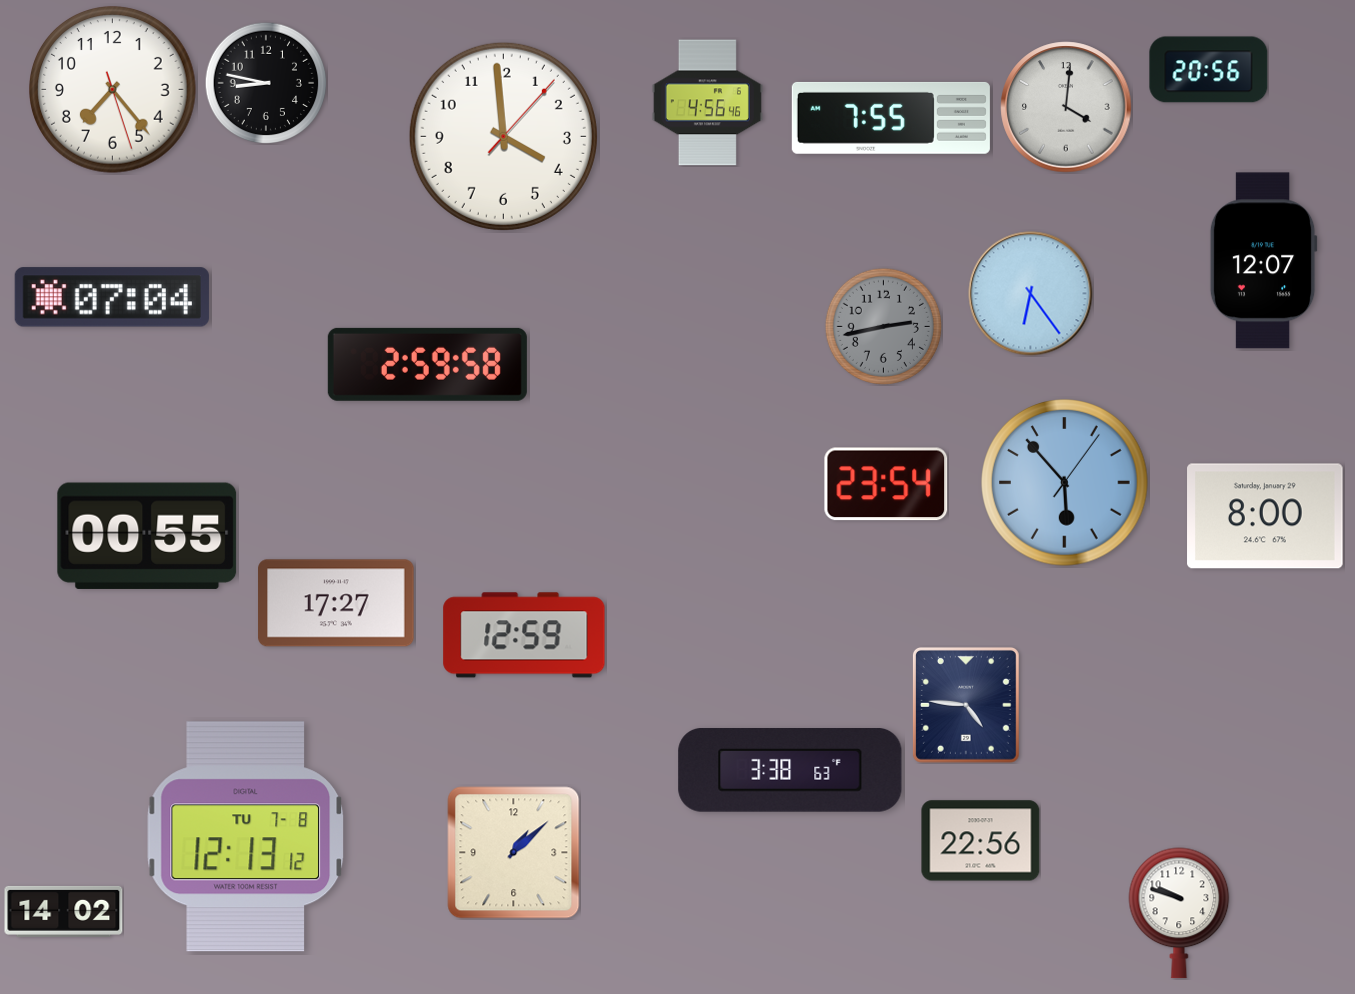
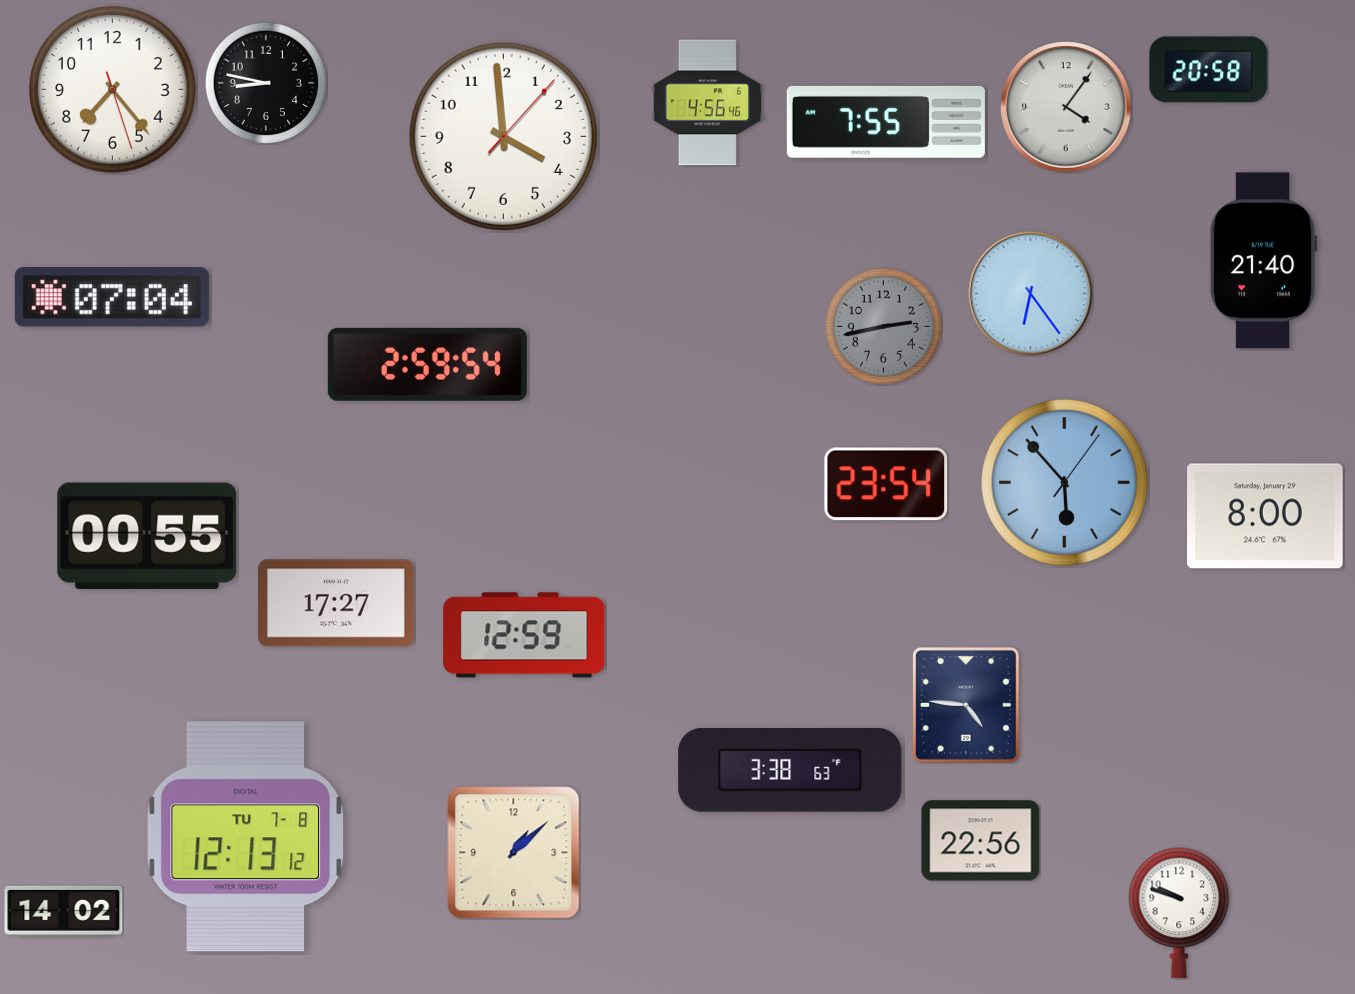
clock at (1209, 70): 20:56 -> 20:58
clock at (1066, 107): 4:01 -> 4:06
clock at (891, 118) position: (891, 118) -> (886, 122)
clock at (1263, 261): 12:07 -> 21:40
clock at (427, 364): 2:59:58 -> 2:59:54
